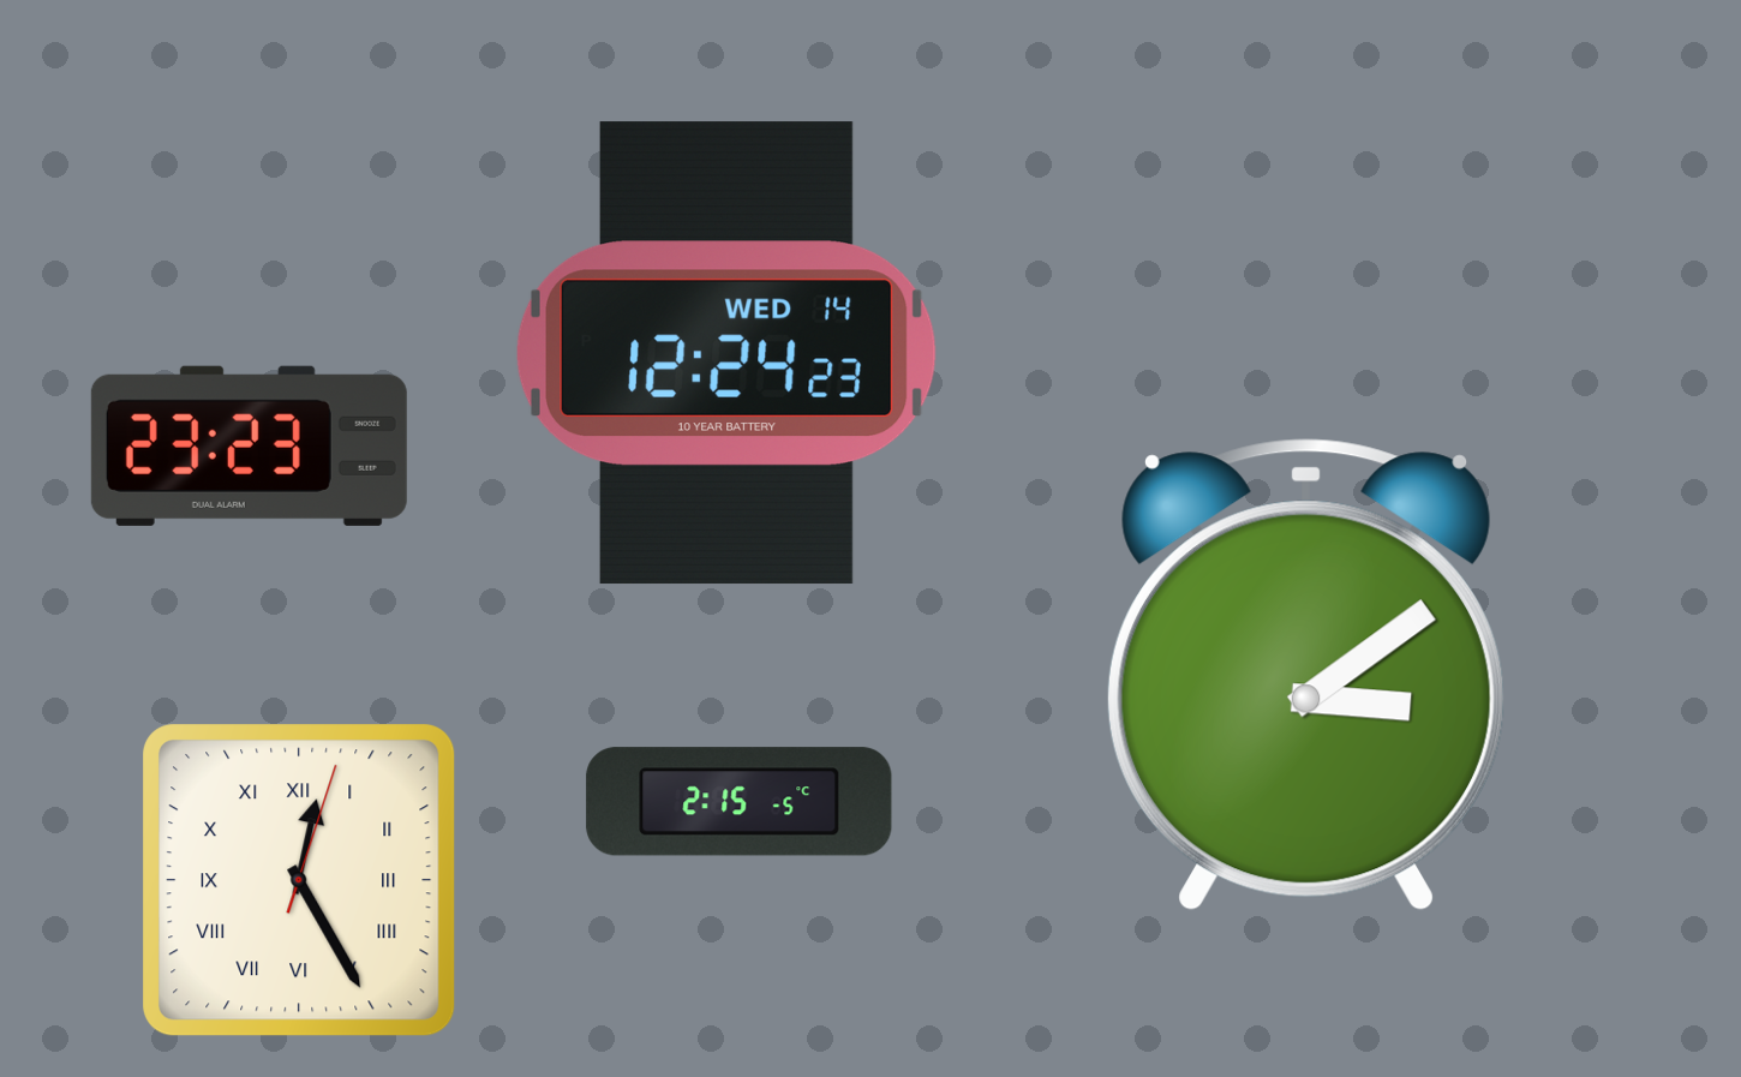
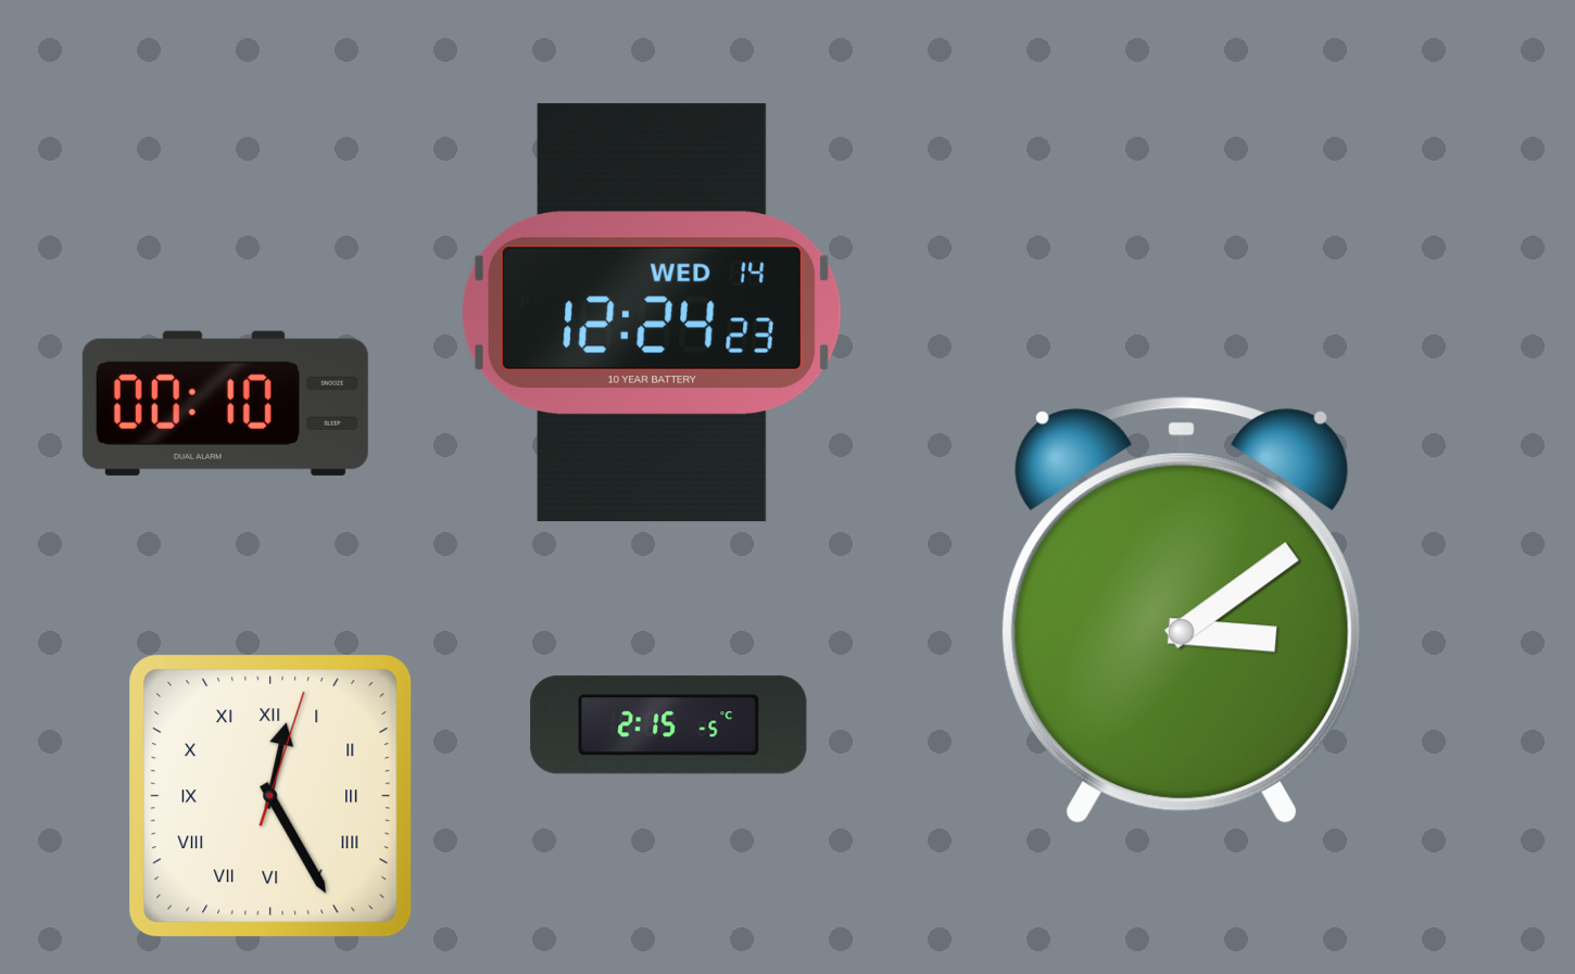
clock at (726, 353) position: (726, 353) -> (652, 313)
clock at (249, 445): 23:23 -> 00:10
